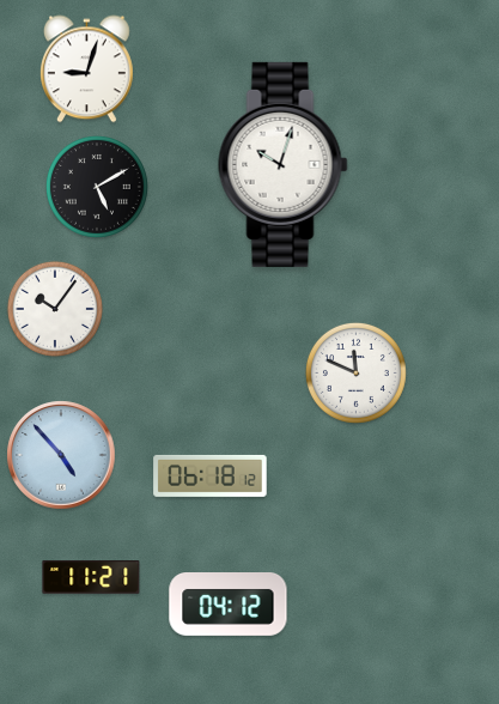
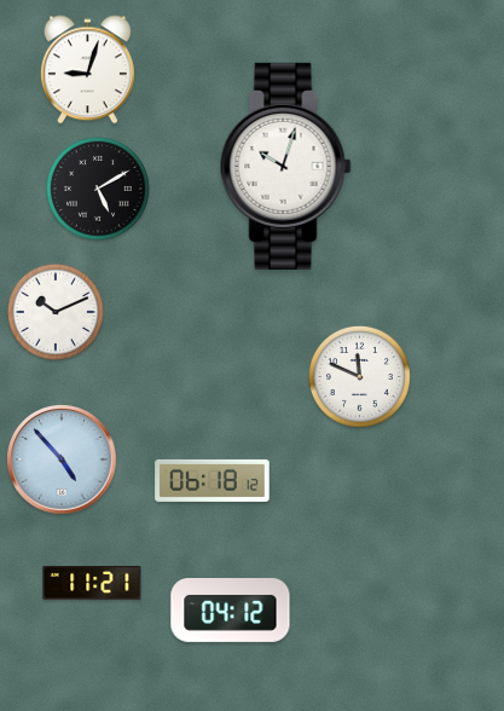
clock at (55, 309): 10:06 -> 10:11
